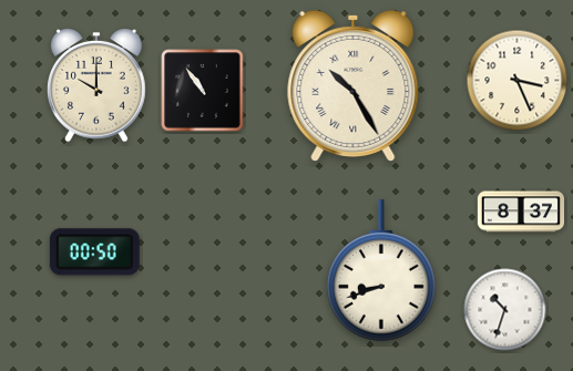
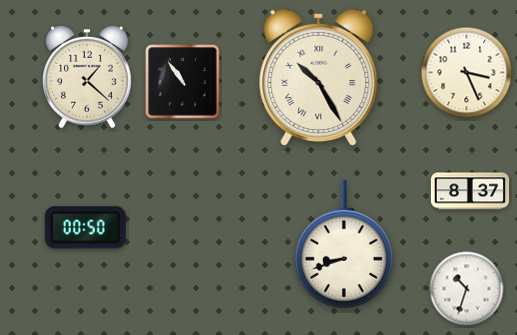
clock at (98, 85): 10:00 -> 1:22
clock at (505, 310) position: (505, 310) -> (467, 289)
